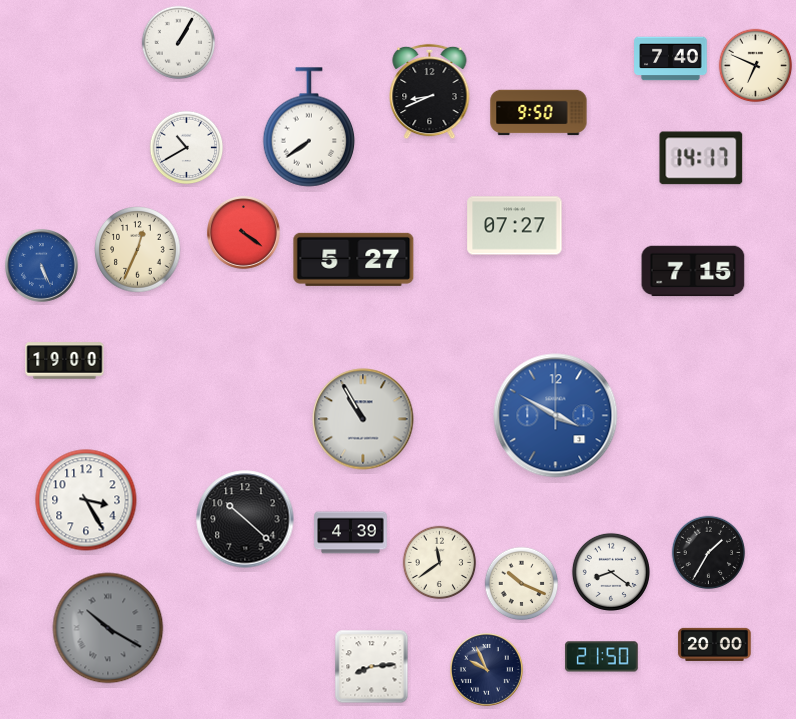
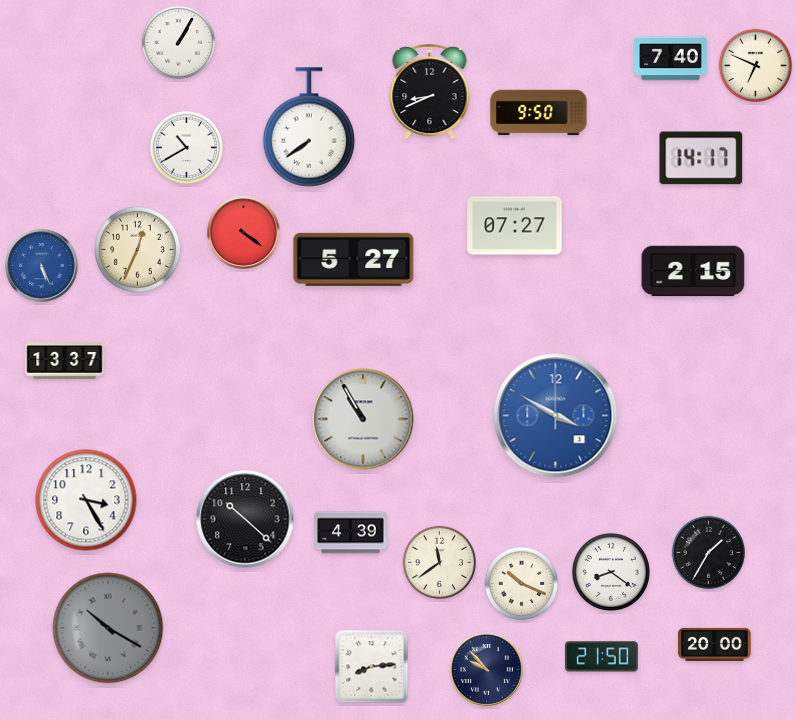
clock at (693, 271): 7:15 -> 2:15
clock at (65, 361): 19:00 -> 13:37
clock at (487, 670): 9:56 -> 9:53
